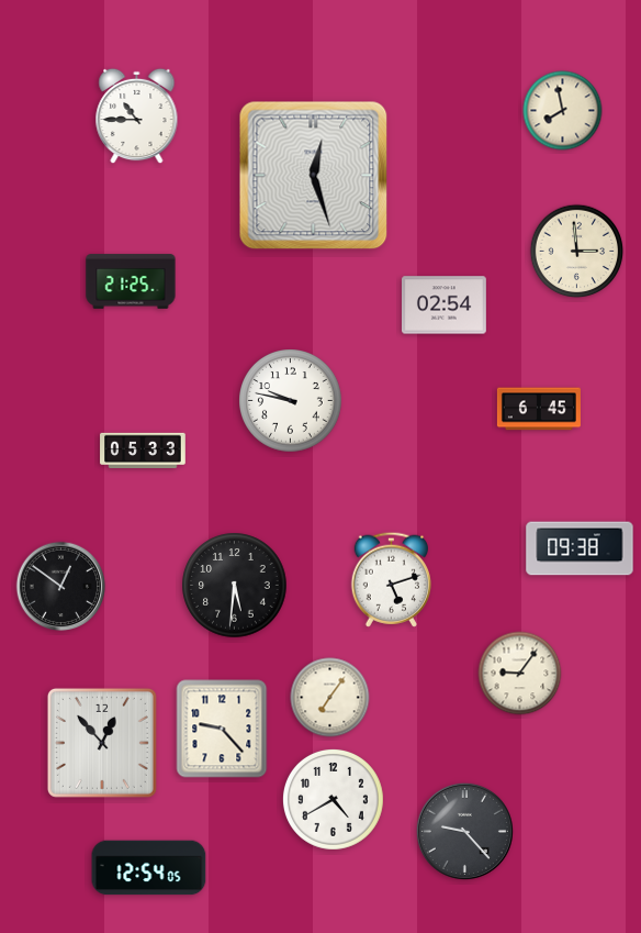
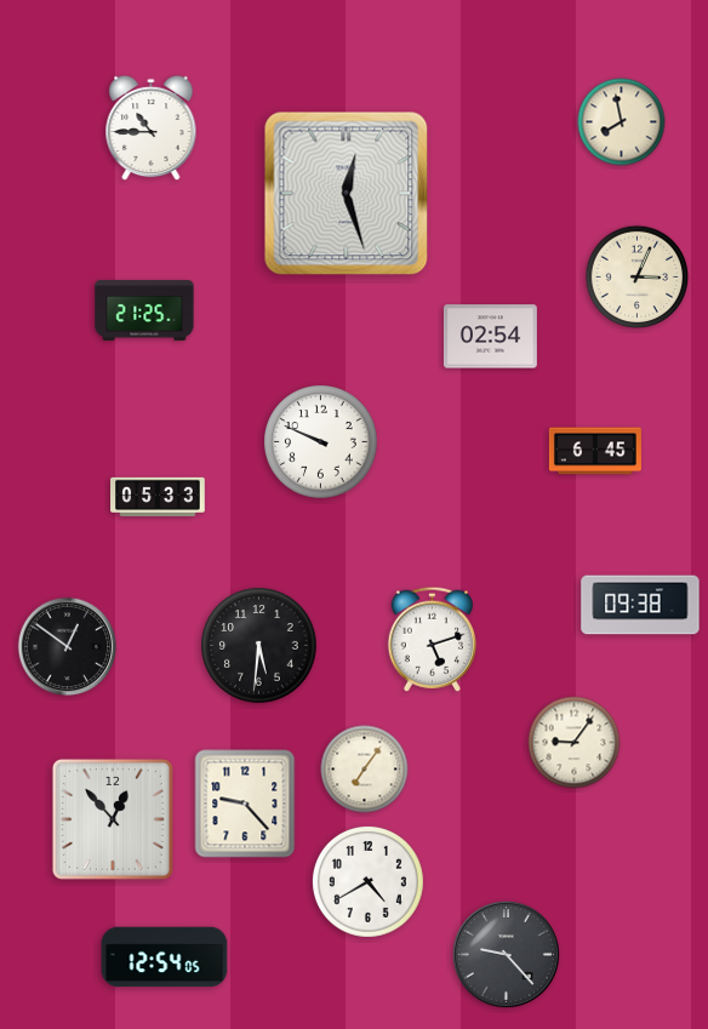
clock at (577, 252): 2:59 -> 3:04
clock at (291, 401): 9:47 -> 9:49
clock at (464, 831) position: (464, 831) -> (506, 954)
